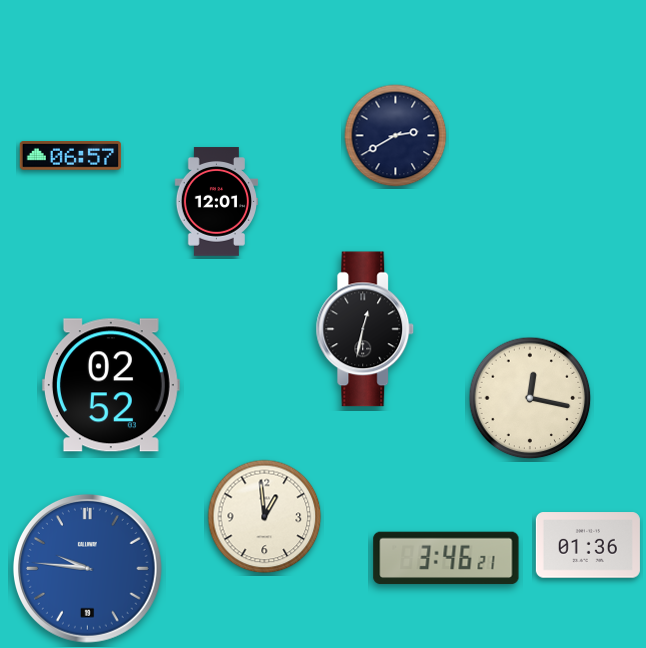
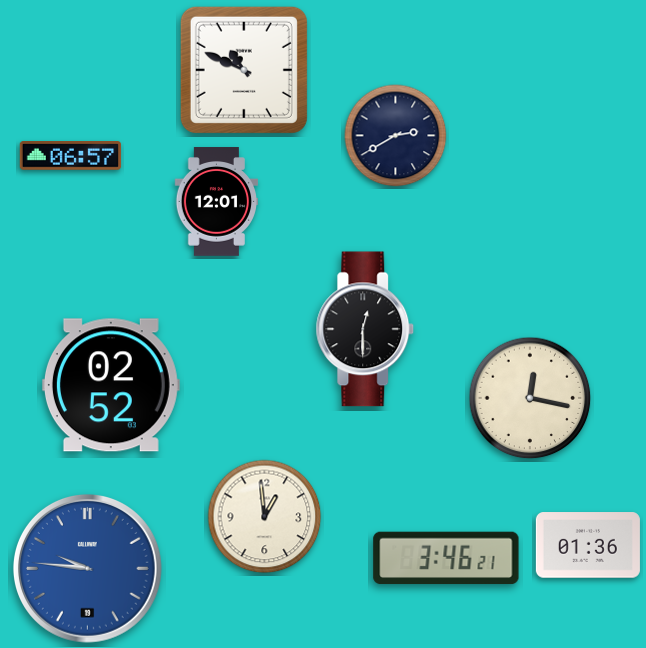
clock at (244, 70): none -> 10:49
clock at (365, 329): 12:32 -> 12:30
